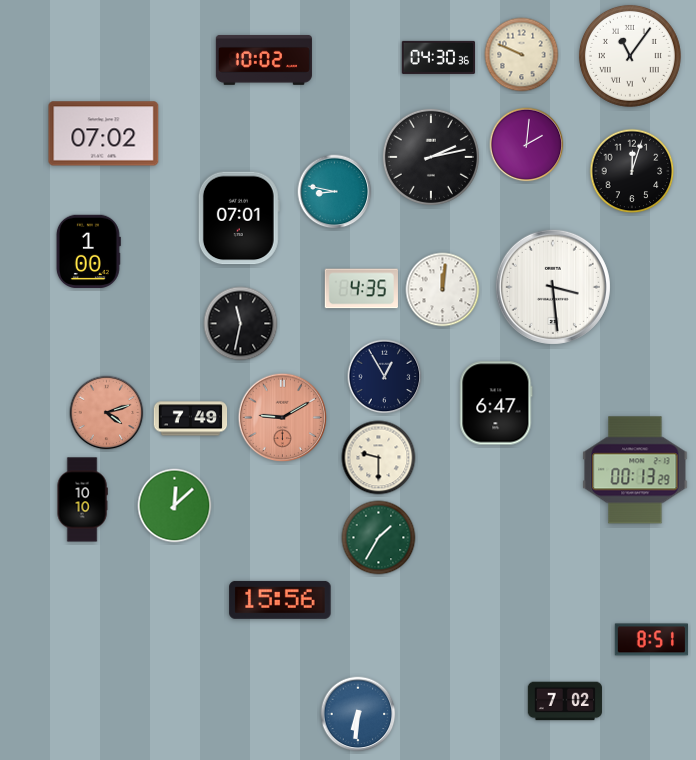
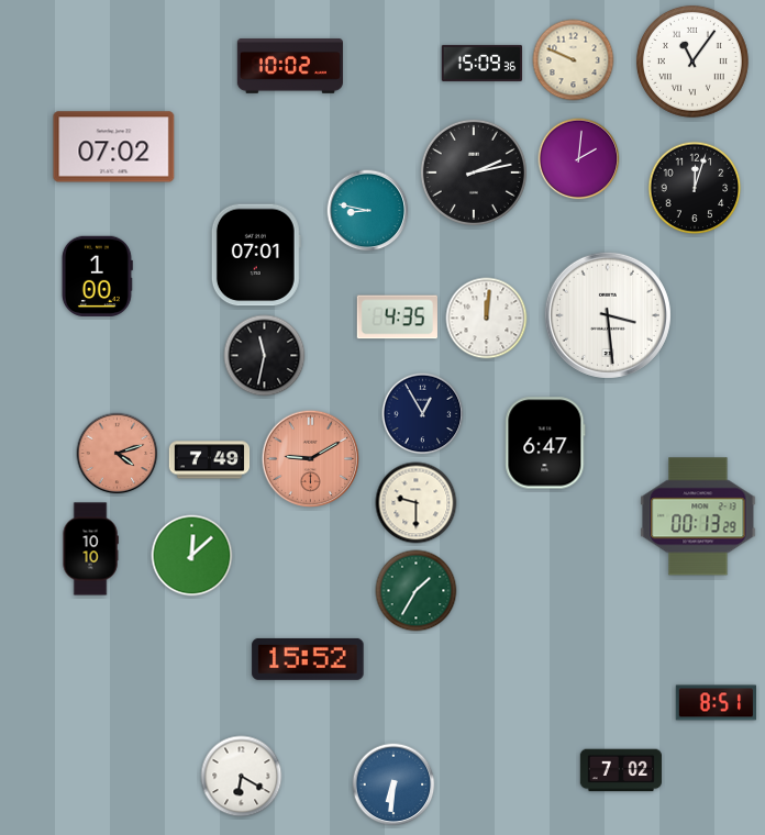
clock at (439, 57): 04:30 -> 15:09
clock at (239, 218) position: (239, 218) -> (256, 255)
clock at (280, 600): 15:56 -> 15:52
clock at (242, 777): none -> 6:20
